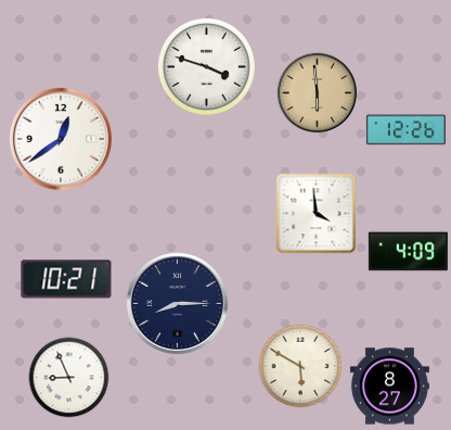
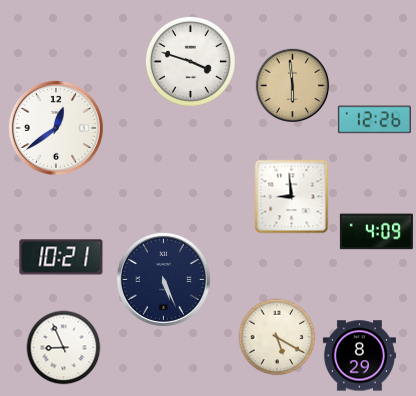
clock at (317, 214): 3:59 -> 8:59
clock at (177, 303): 8:15 -> 5:26
clock at (300, 366): 5:50 -> 5:20
clock at (389, 387): 8:27 -> 8:29
